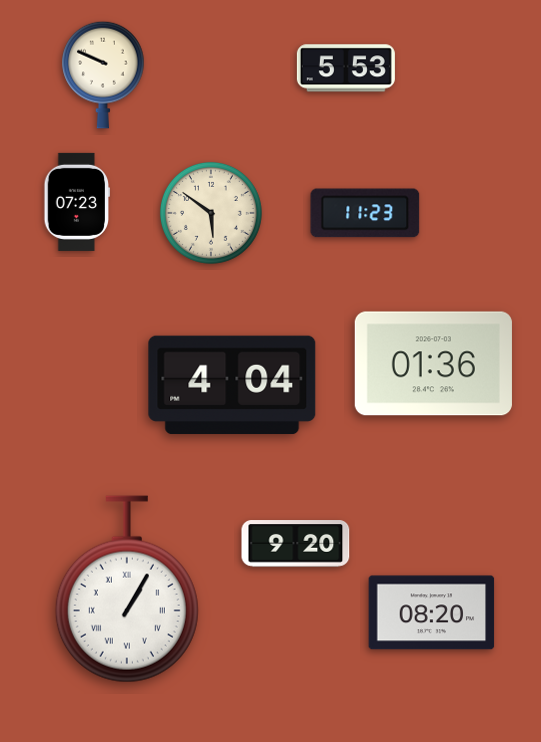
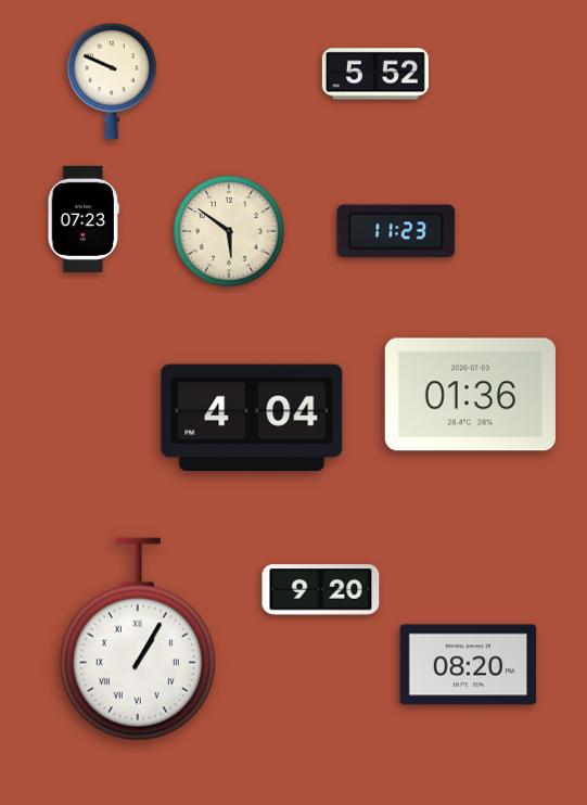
clock at (346, 68): 5:53 -> 5:52
